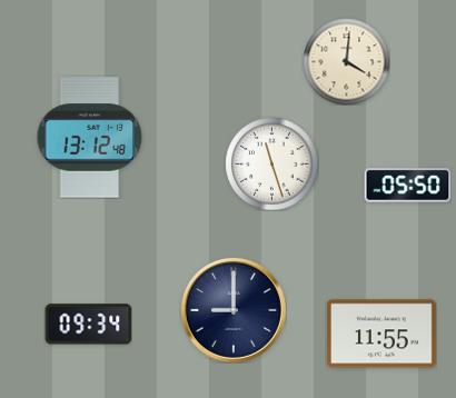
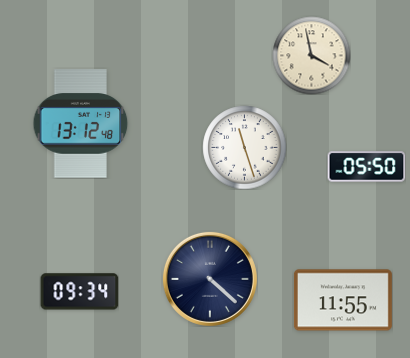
clock at (346, 61): 4:01 -> 3:58
clock at (234, 310): 9:00 -> 4:22
